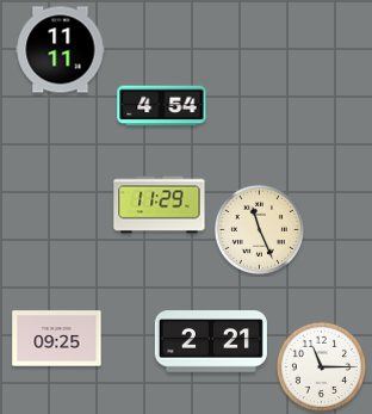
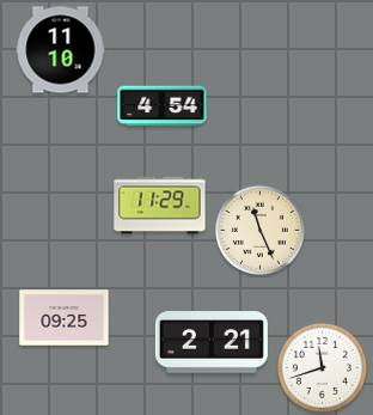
clock at (61, 50): 11:11 -> 11:10
clock at (57, 339) position: (57, 339) -> (65, 318)
clock at (321, 366): 11:15 -> 11:42
